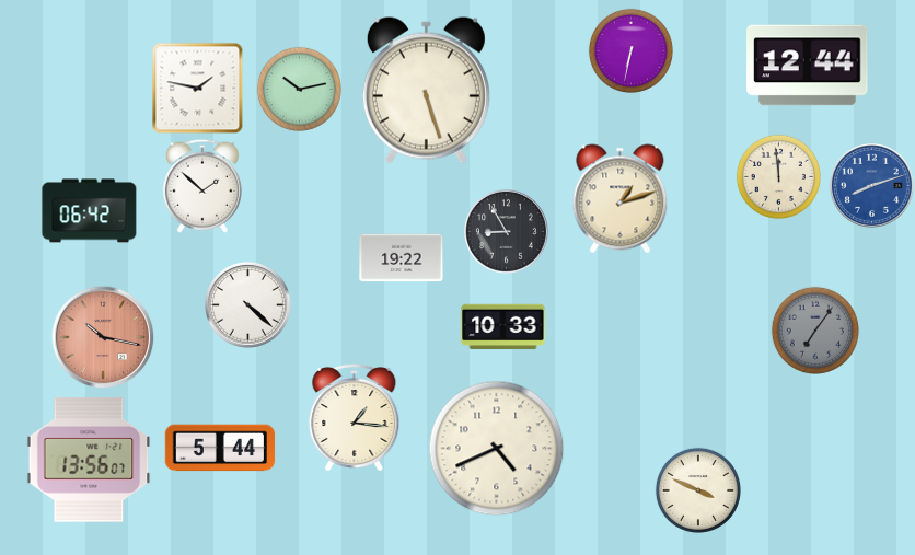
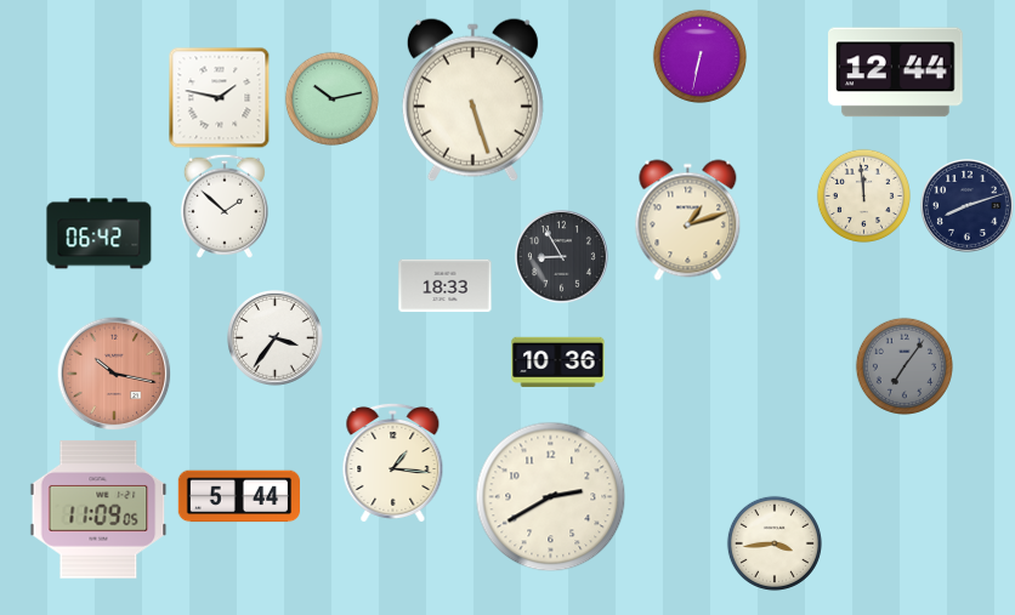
clock at (872, 186) dial: blue -> navy
clock at (402, 258): 19:22 -> 18:33
clock at (247, 304): 4:22 -> 3:36
clock at (503, 327): 10:33 -> 10:36
clock at (219, 448) position: (219, 448) -> (238, 496)
clock at (497, 449): 4:41 -> 2:40
clock at (89, 460): 13:56 -> 11:09
clock at (698, 490): 3:49 -> 3:44
